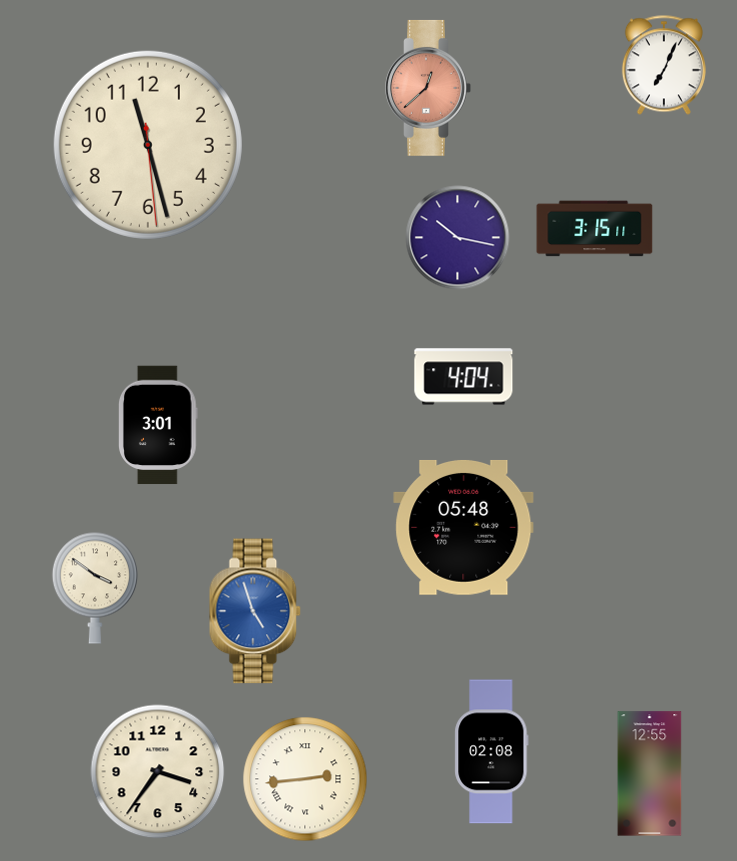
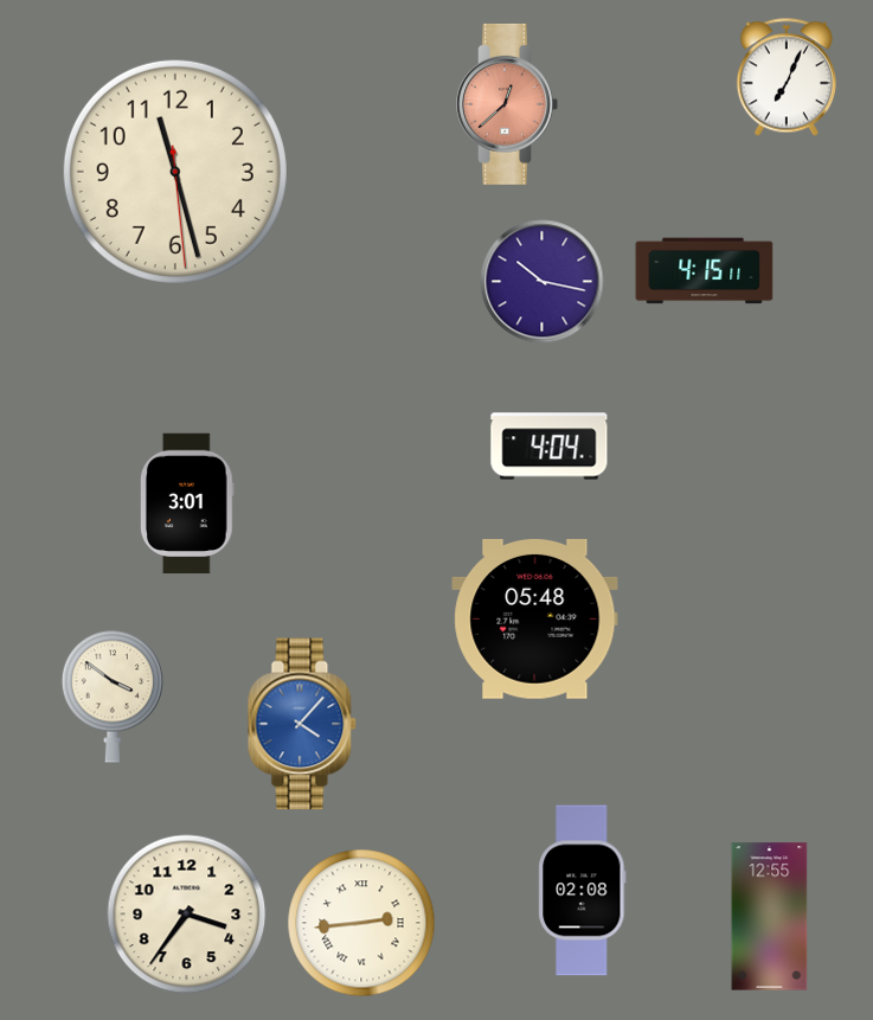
clock at (595, 229): 3:15 -> 4:15
clock at (464, 527) position: (464, 527) -> (535, 618)
clock at (255, 611): 4:57 -> 4:07
